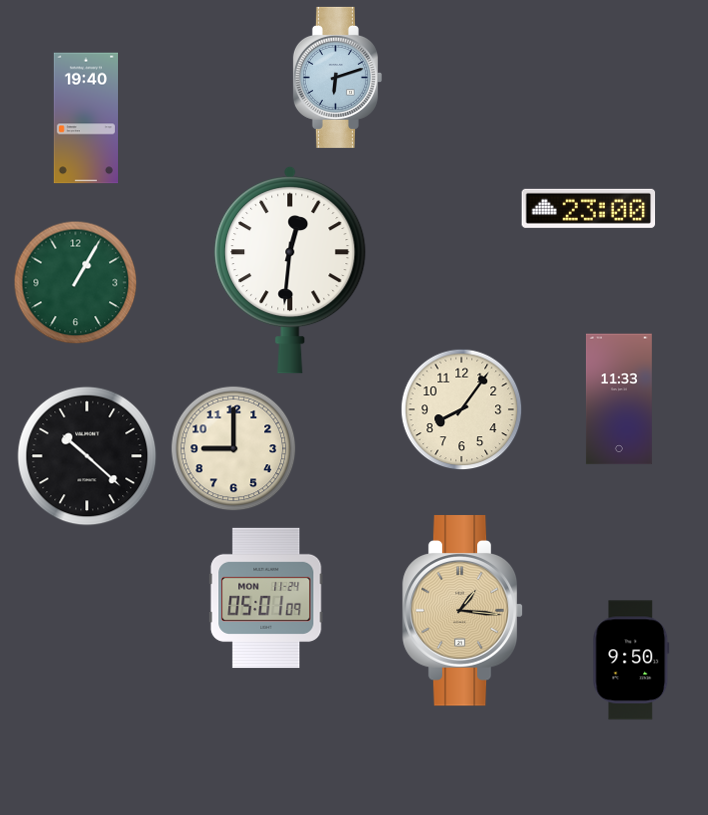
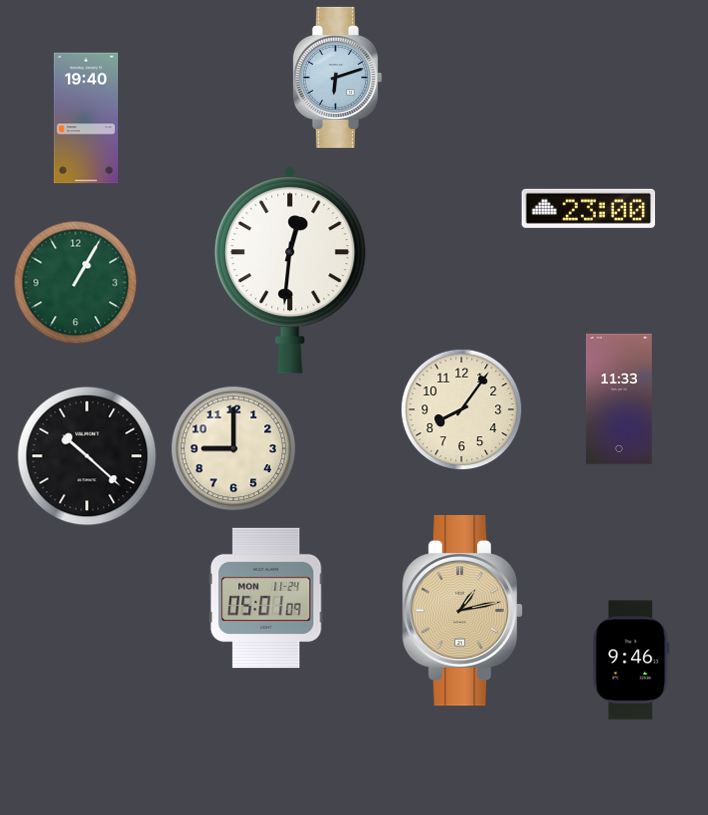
clock at (463, 611): 1:16 -> 1:13
clock at (631, 660): 9:50 -> 9:46
